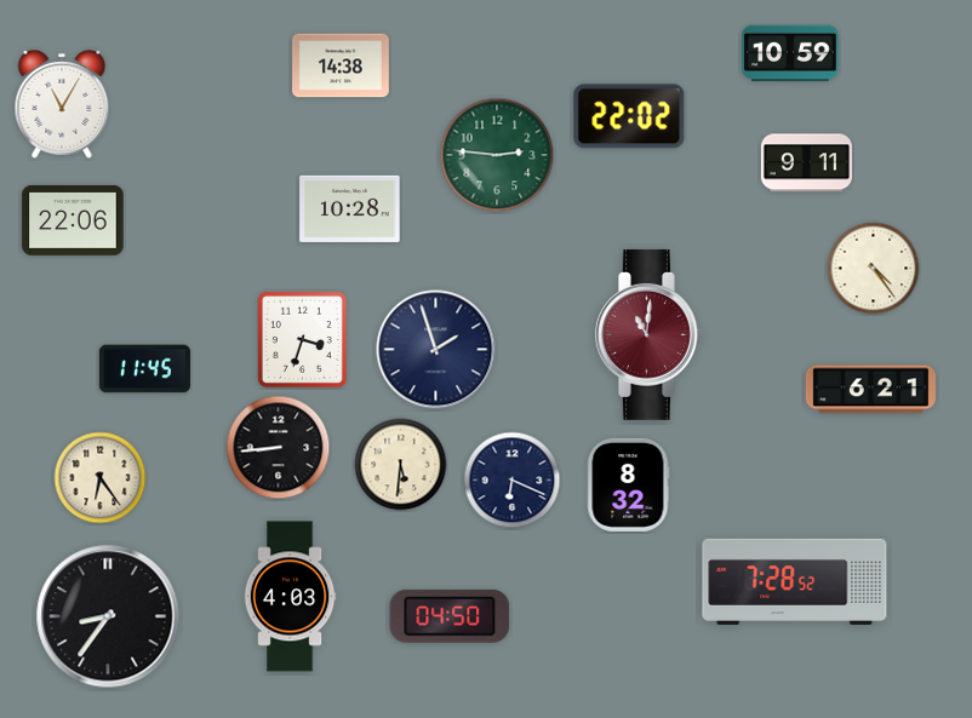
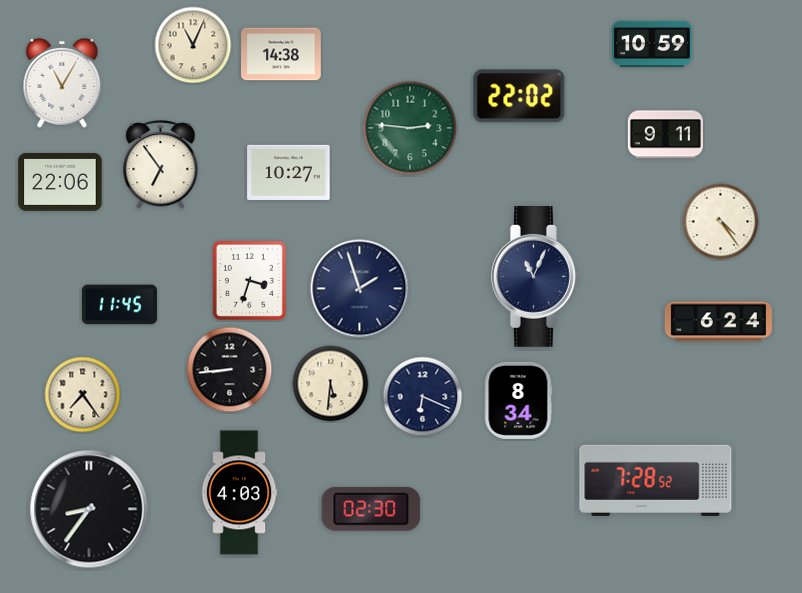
clock at (193, 45): none -> 11:04
clock at (62, 104) position: (62, 104) -> (62, 83)
clock at (161, 165): none -> 6:54
clock at (350, 208): 10:28 -> 10:27
clock at (650, 334): 11:01 -> 11:04
clock at (650, 334) dial: burgundy -> navy
clock at (870, 390): 6:21 -> 6:24
clock at (101, 478): 6:24 -> 7:24
clock at (628, 484): 8:32 -> 8:34
clock at (450, 616): 04:50 -> 02:30
